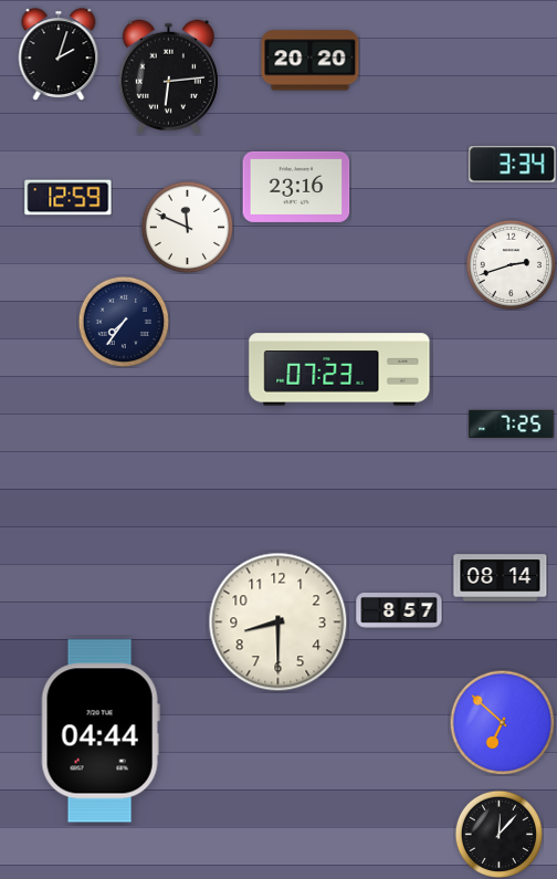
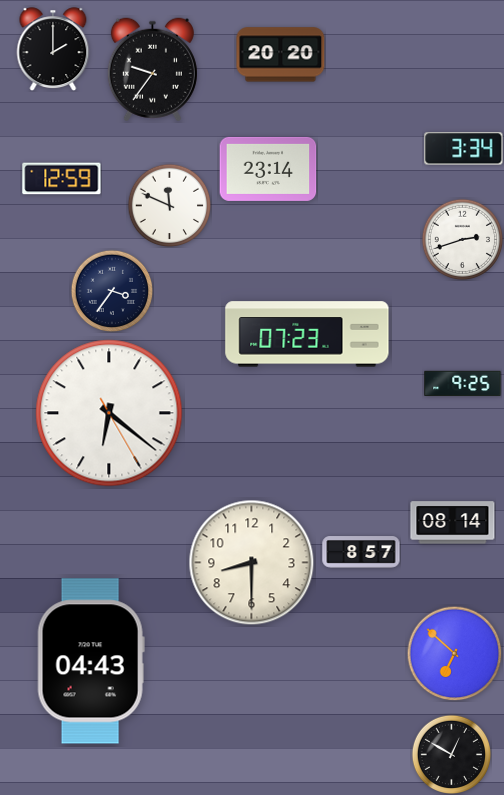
clock at (59, 54): 2:03 -> 2:00
clock at (168, 77): 6:14 -> 9:36
clock at (296, 187): 23:16 -> 23:14
clock at (124, 322): 7:36 -> 3:36
clock at (512, 423): 7:25 -> 9:25
clock at (109, 413): none -> 6:21
clock at (101, 731): 04:44 -> 04:43
clock at (498, 834): 12:07 -> 12:50
